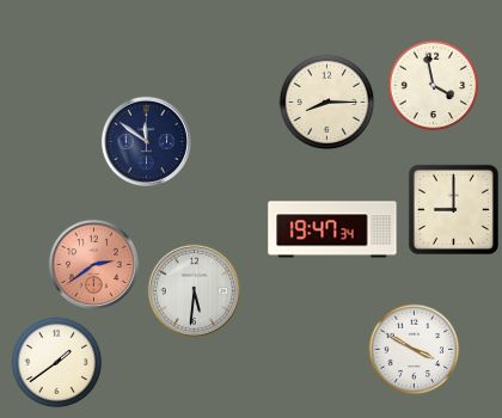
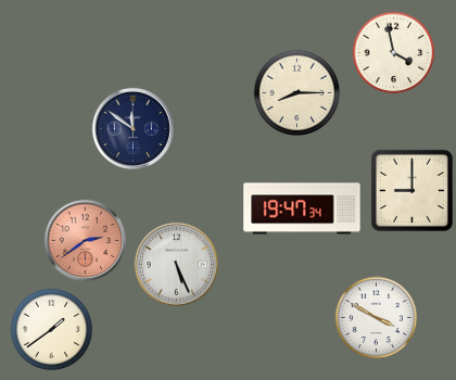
clock at (434, 86) position: (434, 86) -> (394, 53)
clock at (194, 290): 5:31 -> 5:26
